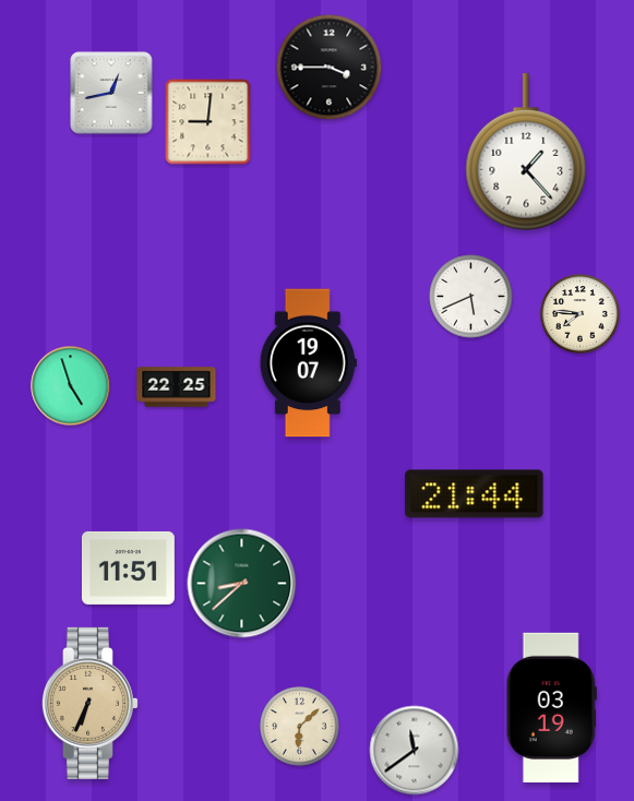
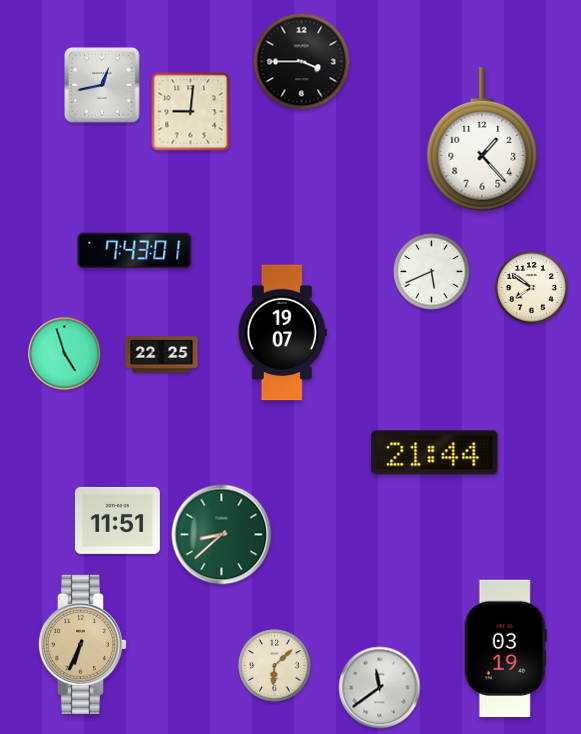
clock at (135, 251): none -> 7:43
clock at (581, 314): 7:46 -> 7:51
